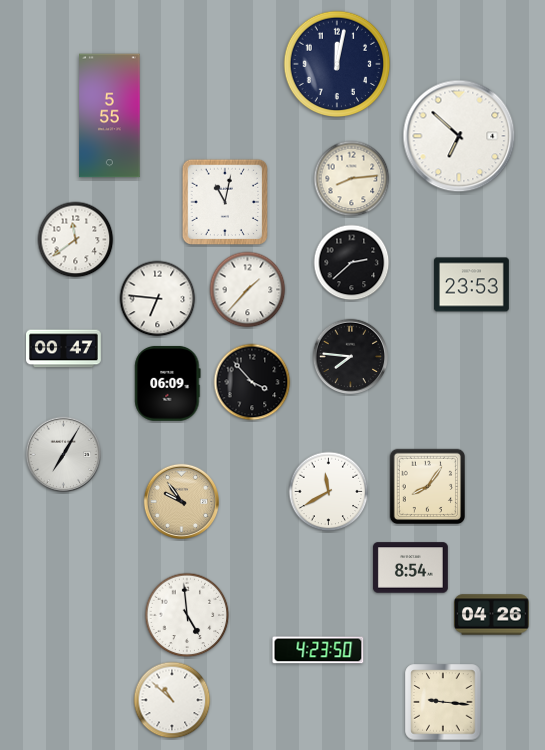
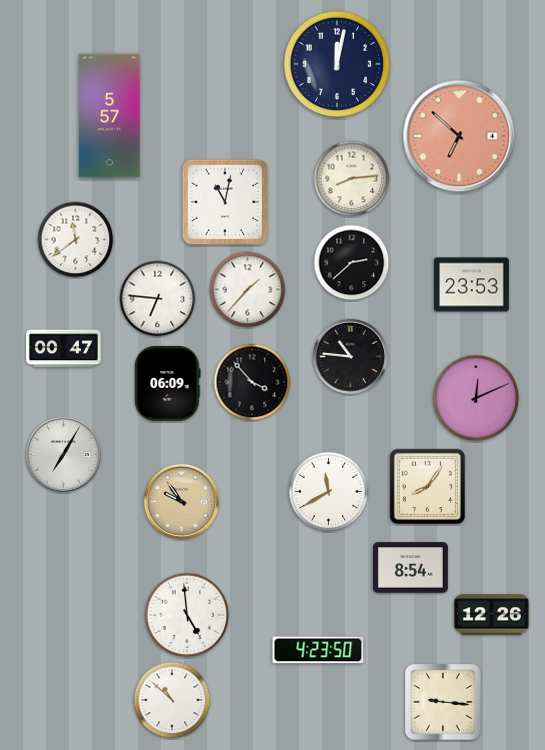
clock at (110, 116): 5:55 -> 5:57
clock at (459, 136) dial: white -> salmon
clock at (351, 357): 7:46 -> 10:46
clock at (476, 398): none -> 12:11
clock at (491, 615): 04:26 -> 12:26
